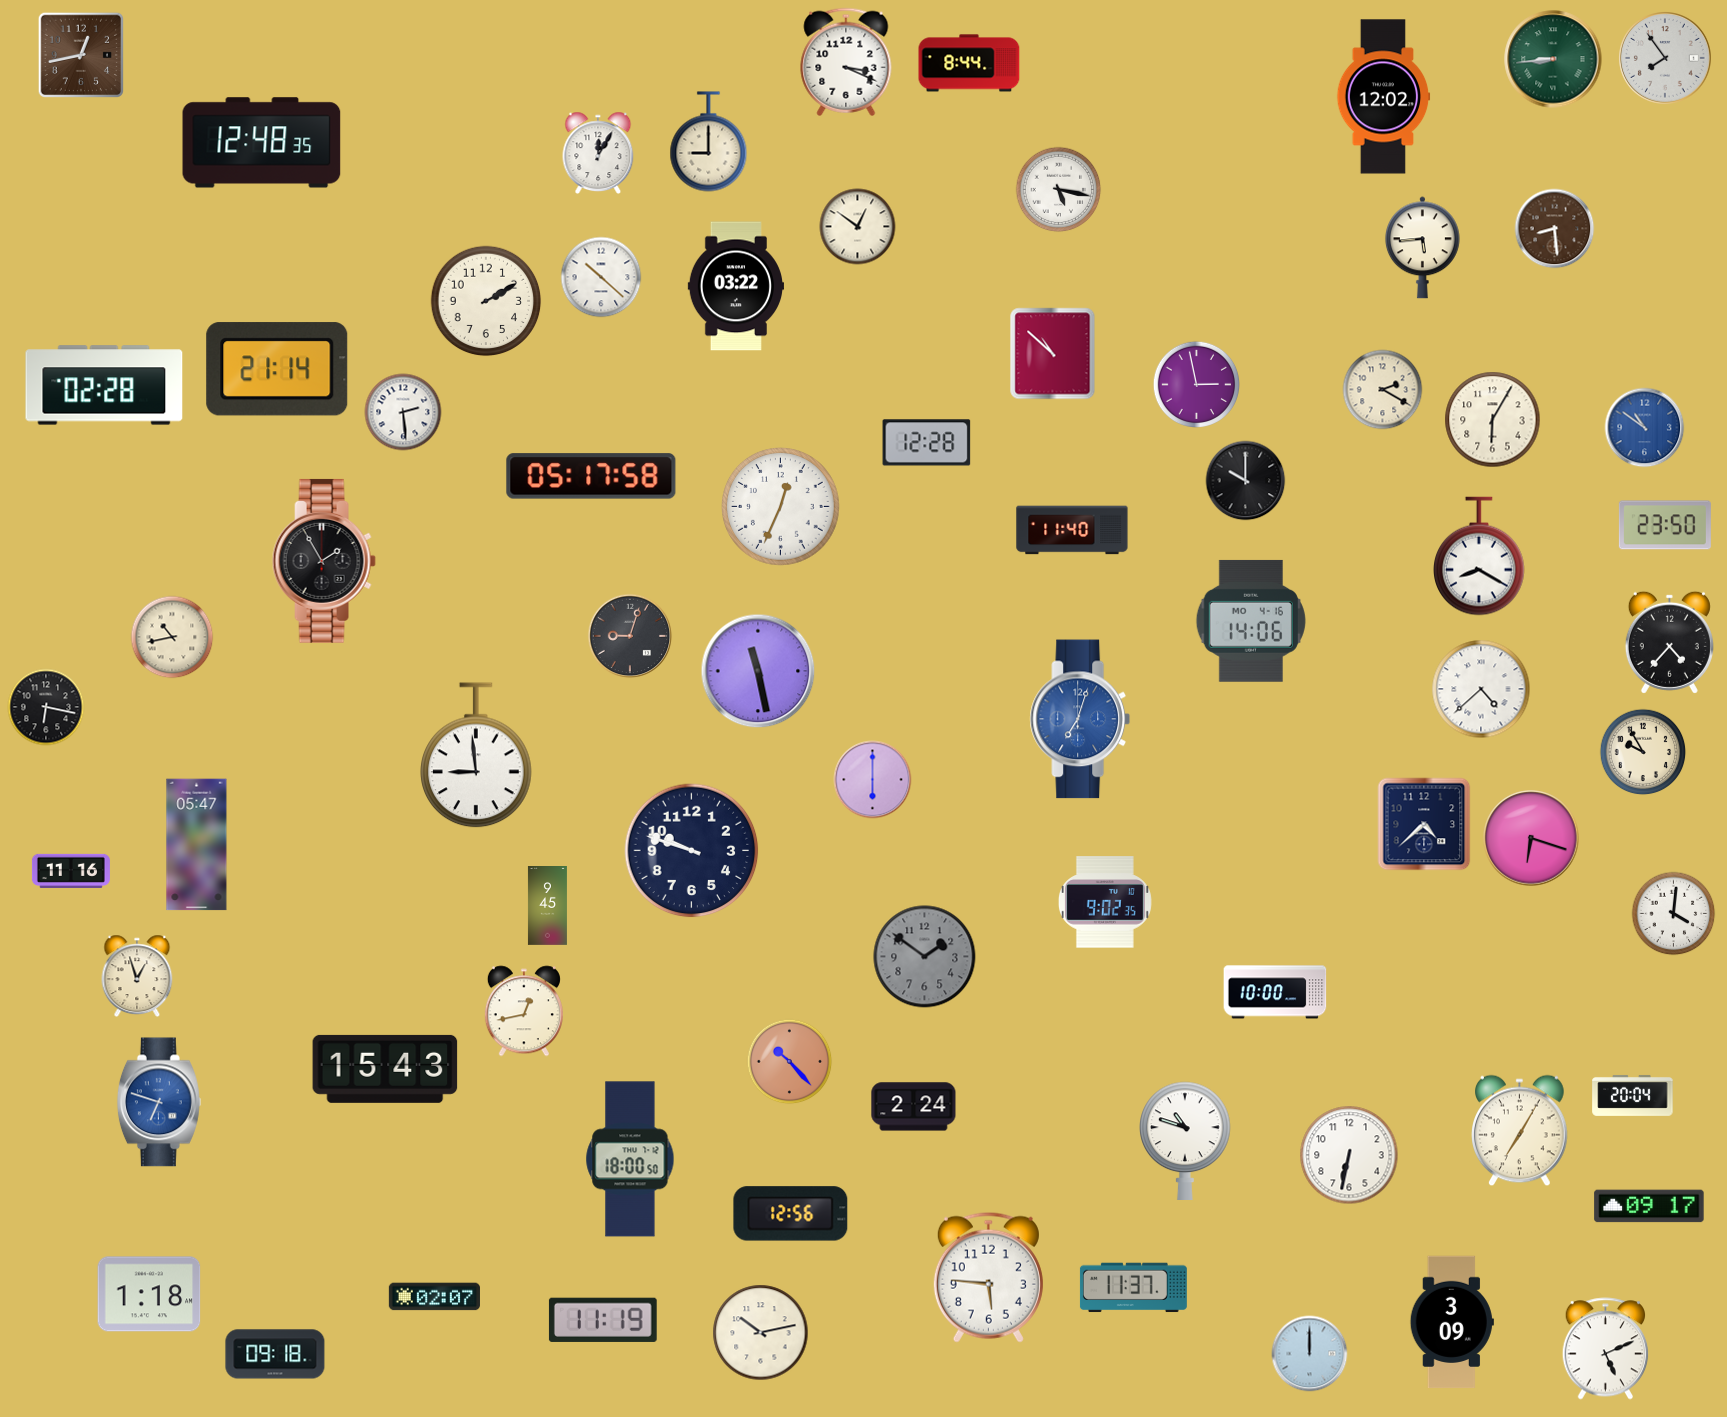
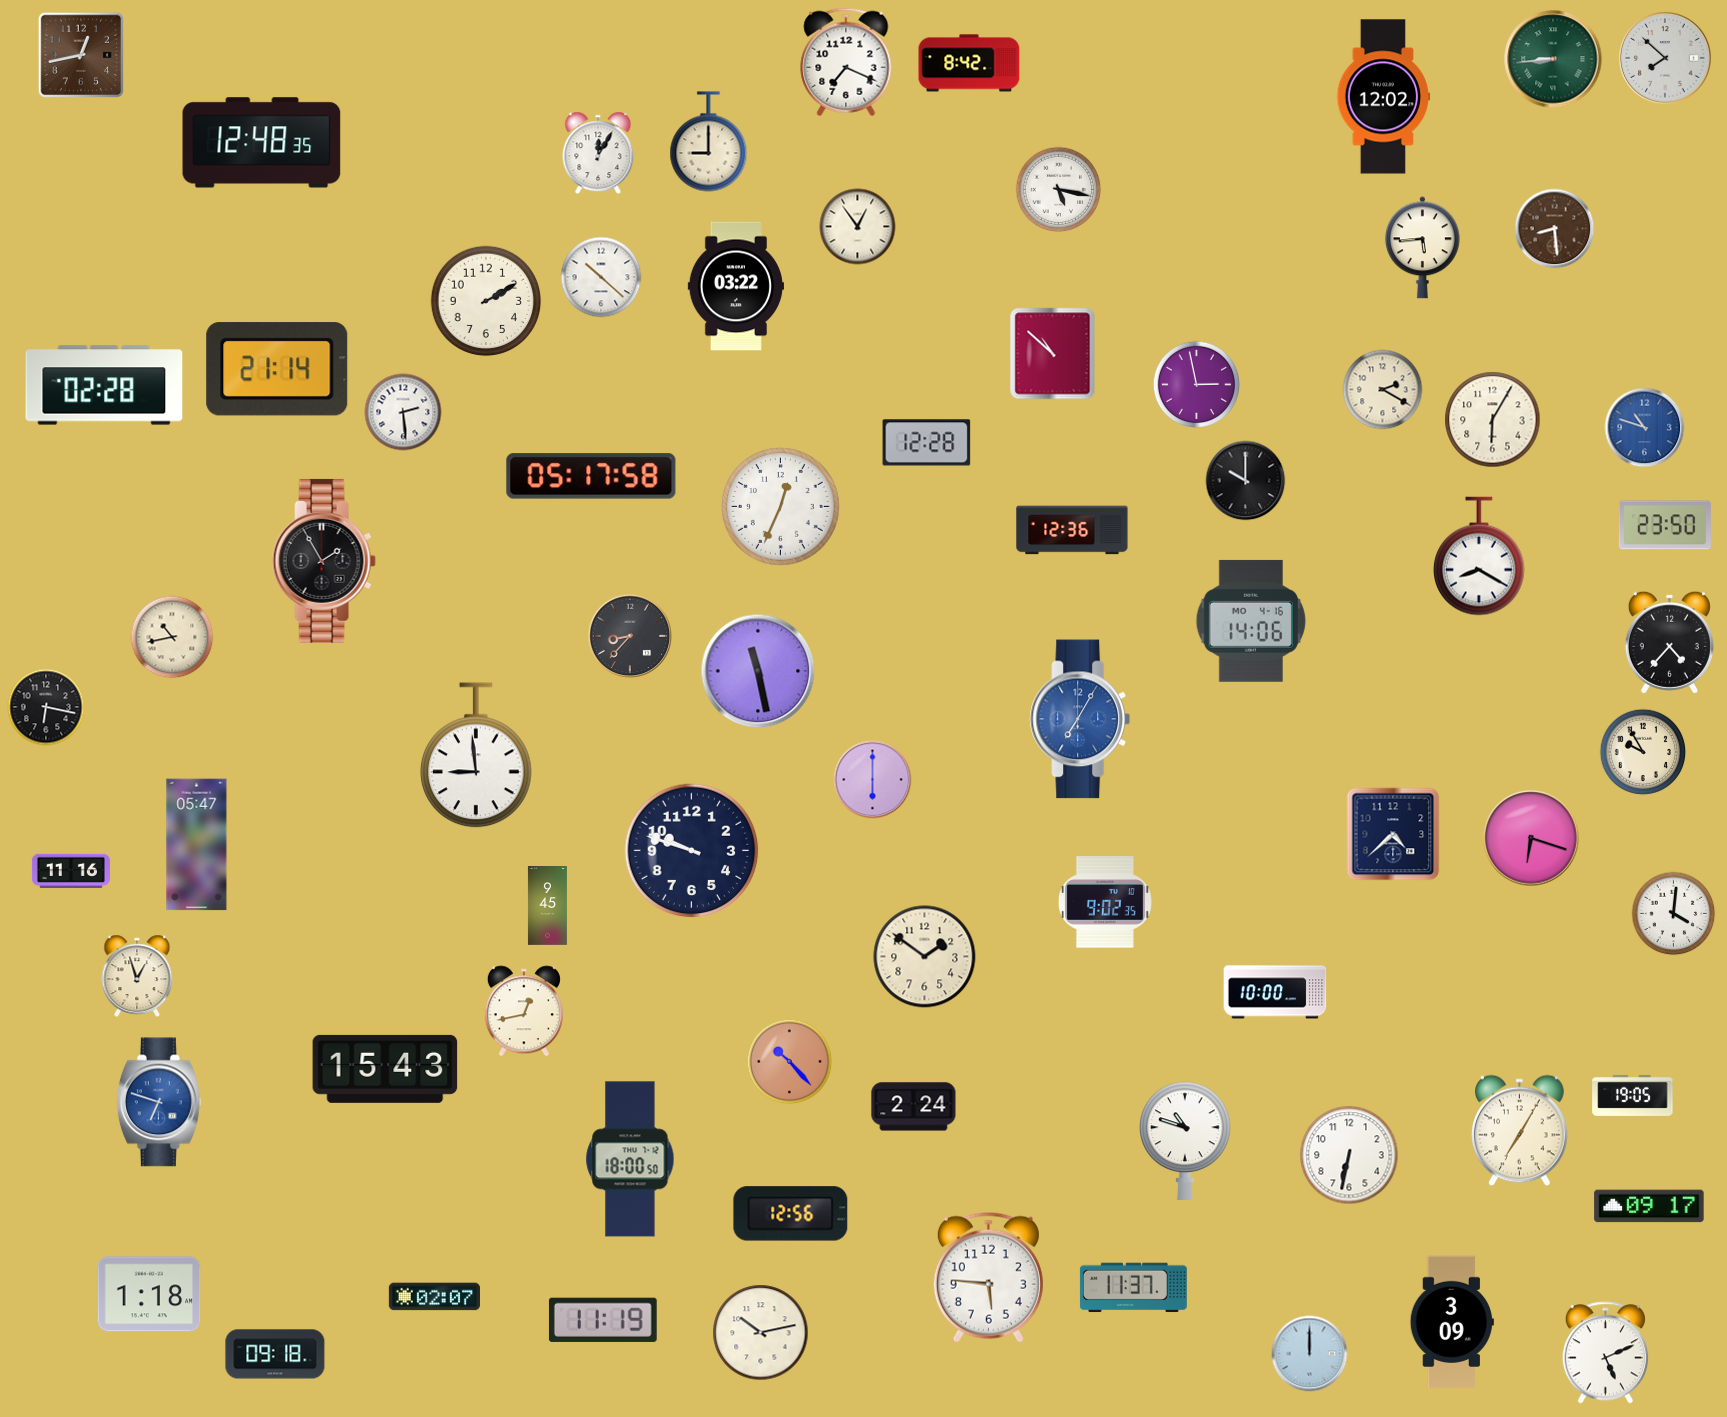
clock at (1666, 59): 7:54 -> 7:52
clock at (846, 62): 3:19 -> 7:19
clock at (969, 63): 8:44 -> 8:42
clock at (858, 227): 12:51 -> 12:54
clock at (1645, 428): 10:51 -> 10:48
clock at (1072, 530): 11:40 -> 12:36
clock at (630, 636): 9:03 -> 8:37
clock at (1481, 689): 4:38 -> none
clock at (1080, 719): 7:03 -> 7:05
clock at (1424, 824) position: (1424, 824) -> (1393, 834)
clock at (925, 957) dial: grey -> cream
clock at (1633, 1095): 20:04 -> 19:05
clock at (1606, 1349) position: (1606, 1349) -> (1606, 1353)
